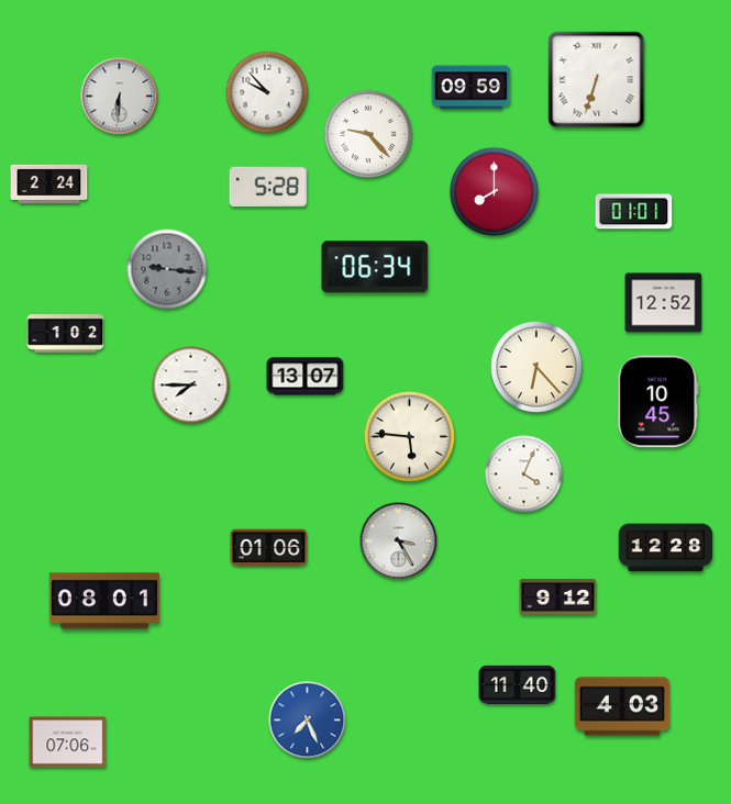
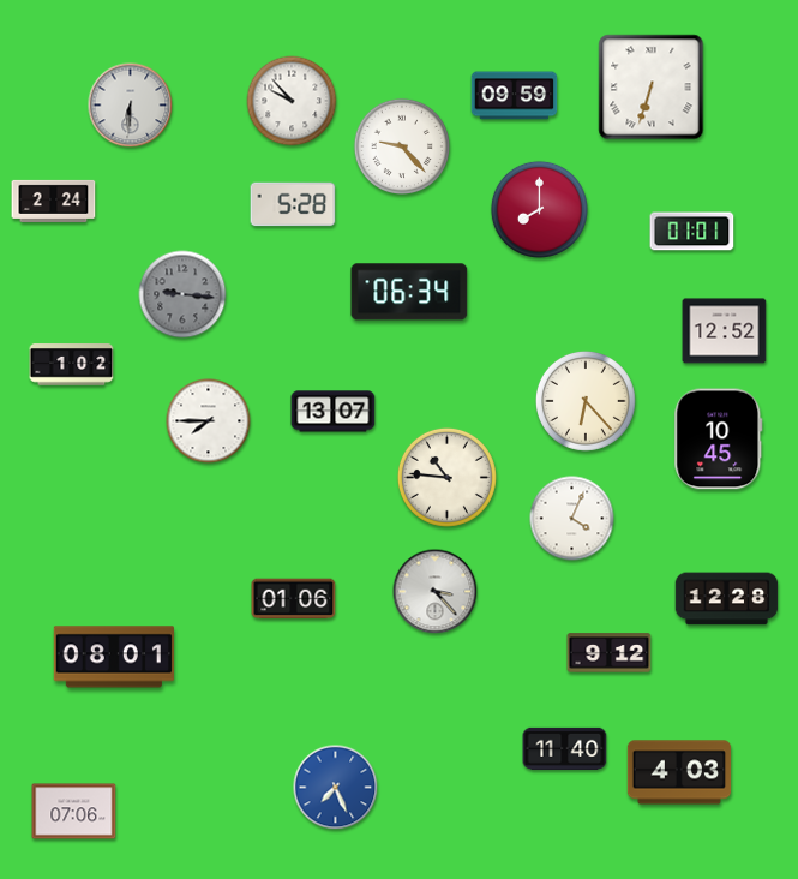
clock at (409, 436): 5:46 -> 10:46
clock at (399, 541): 3:25 -> 3:23
